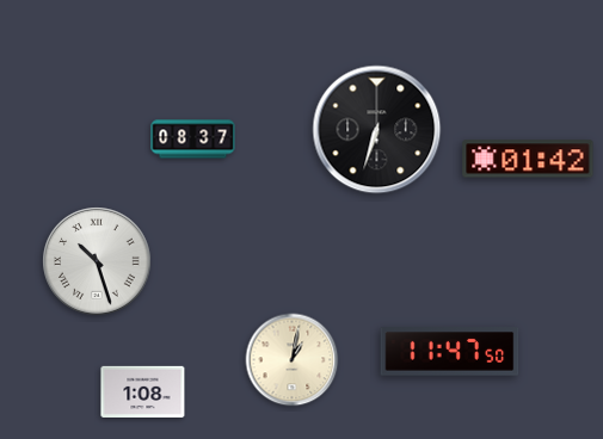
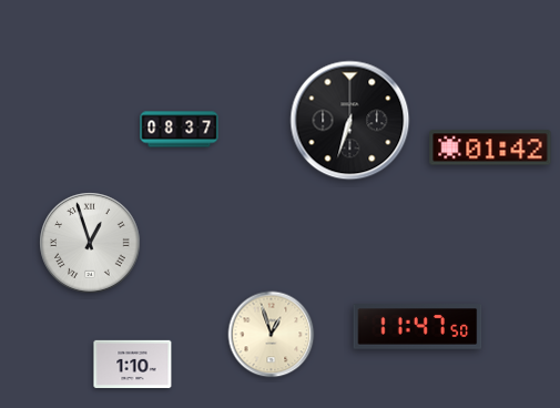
clock at (97, 261): 10:27 -> 12:57
clock at (293, 360): 1:02 -> 12:57
clock at (143, 391): 1:08 -> 1:10
